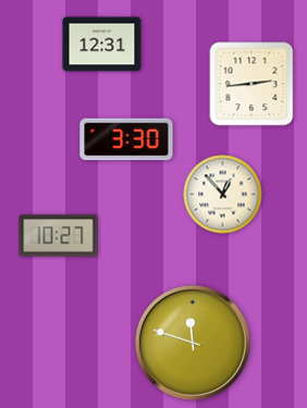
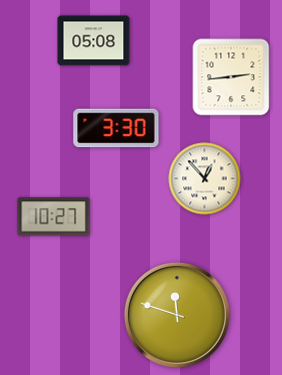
clock at (102, 45): 12:31 -> 05:08
